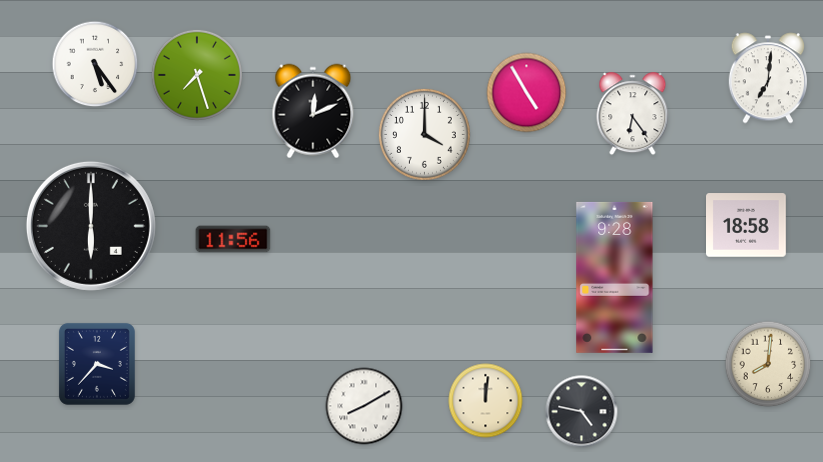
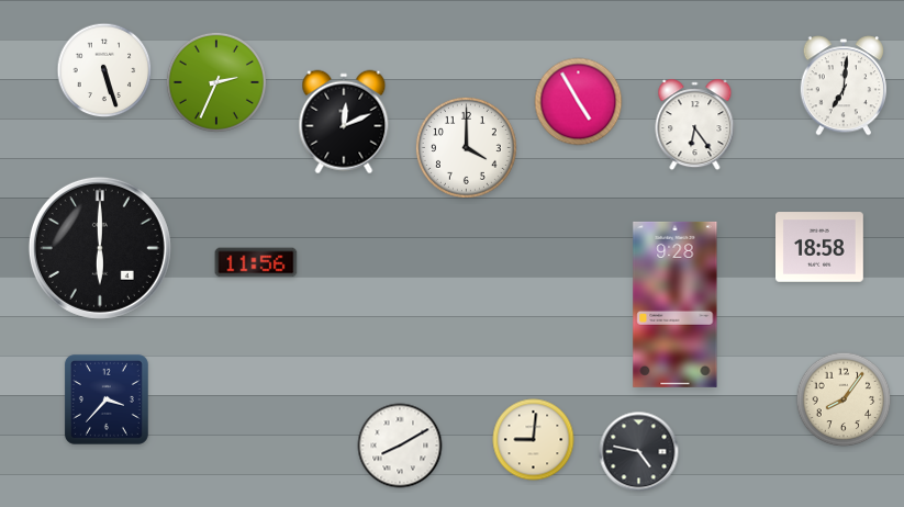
clock at (95, 64): 5:24 -> 5:27
clock at (197, 75): 7:27 -> 2:34
clock at (768, 364): 8:01 -> 8:06
clock at (486, 401): 12:01 -> 9:01
